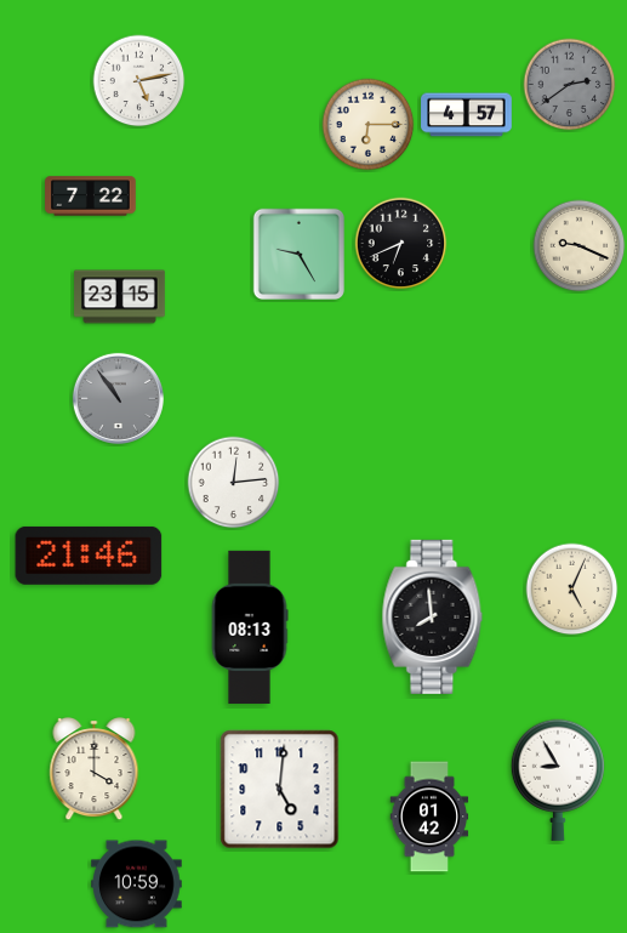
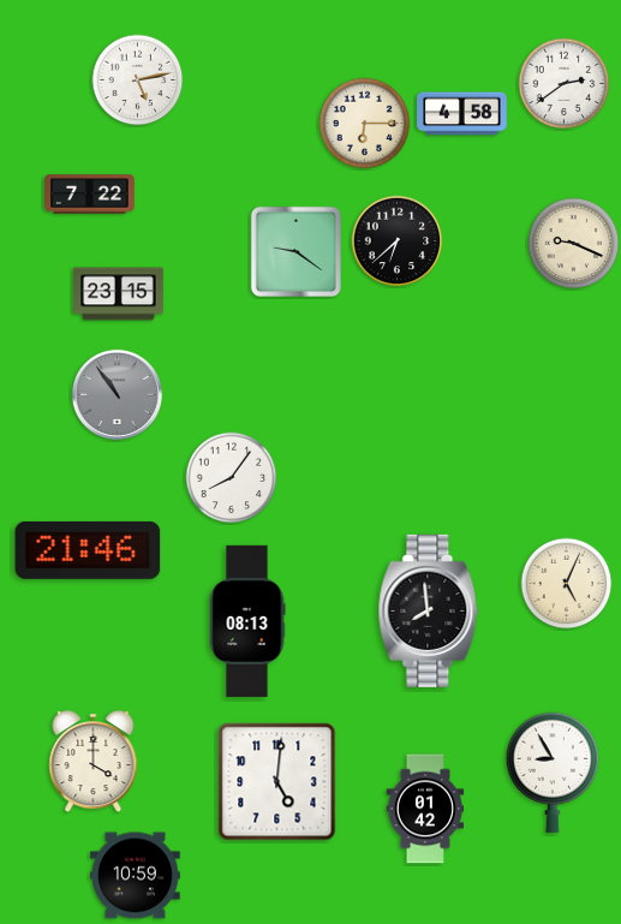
clock at (570, 85) dial: grey -> white
clock at (467, 115): 4:57 -> 4:58
clock at (401, 244): 6:41 -> 6:38
clock at (298, 254): 9:25 -> 9:21
clock at (234, 483): 12:14 -> 8:06
